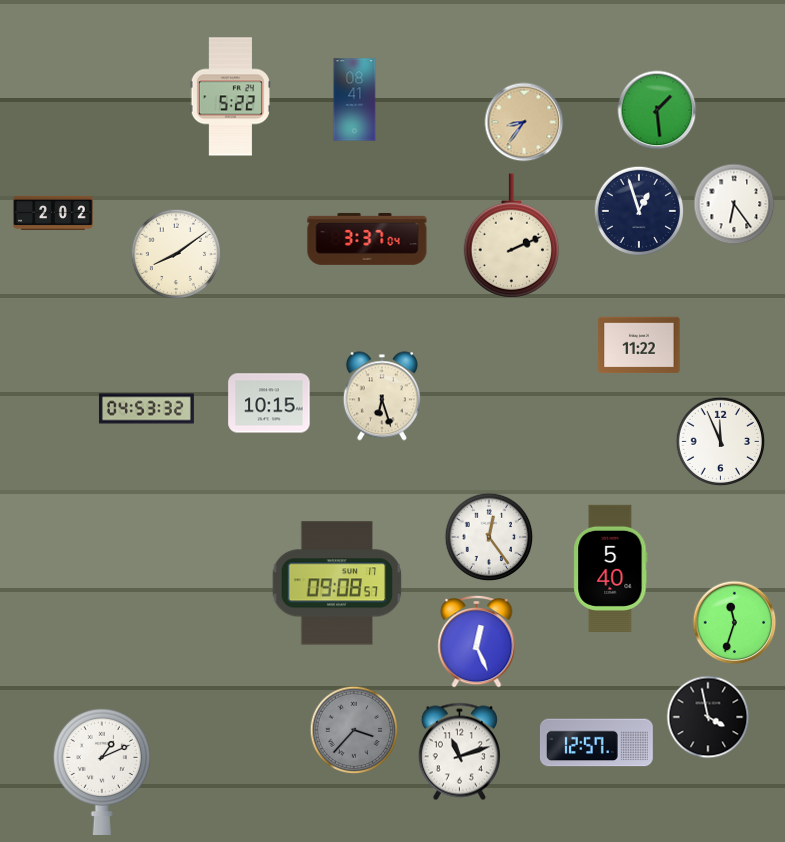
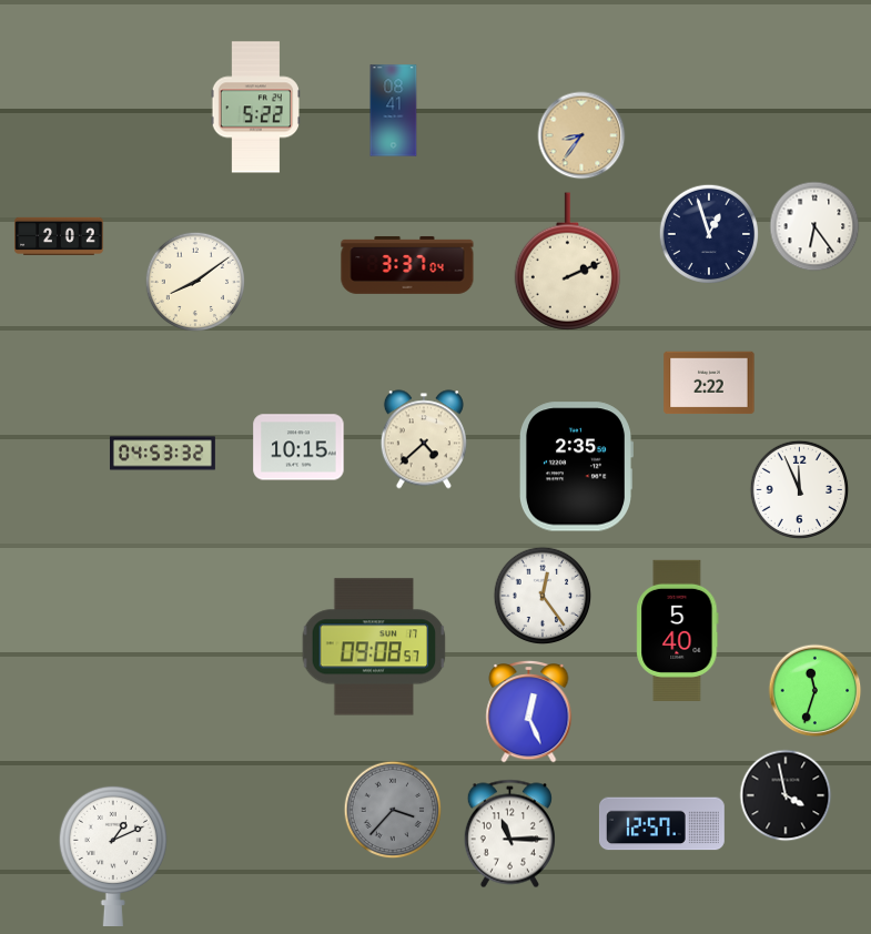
clock at (657, 110): 1:29 -> none
clock at (639, 345): 11:22 -> 2:22
clock at (382, 396): 6:27 -> 4:38
clock at (575, 467): none -> 2:35
clock at (459, 752): 11:12 -> 11:15
